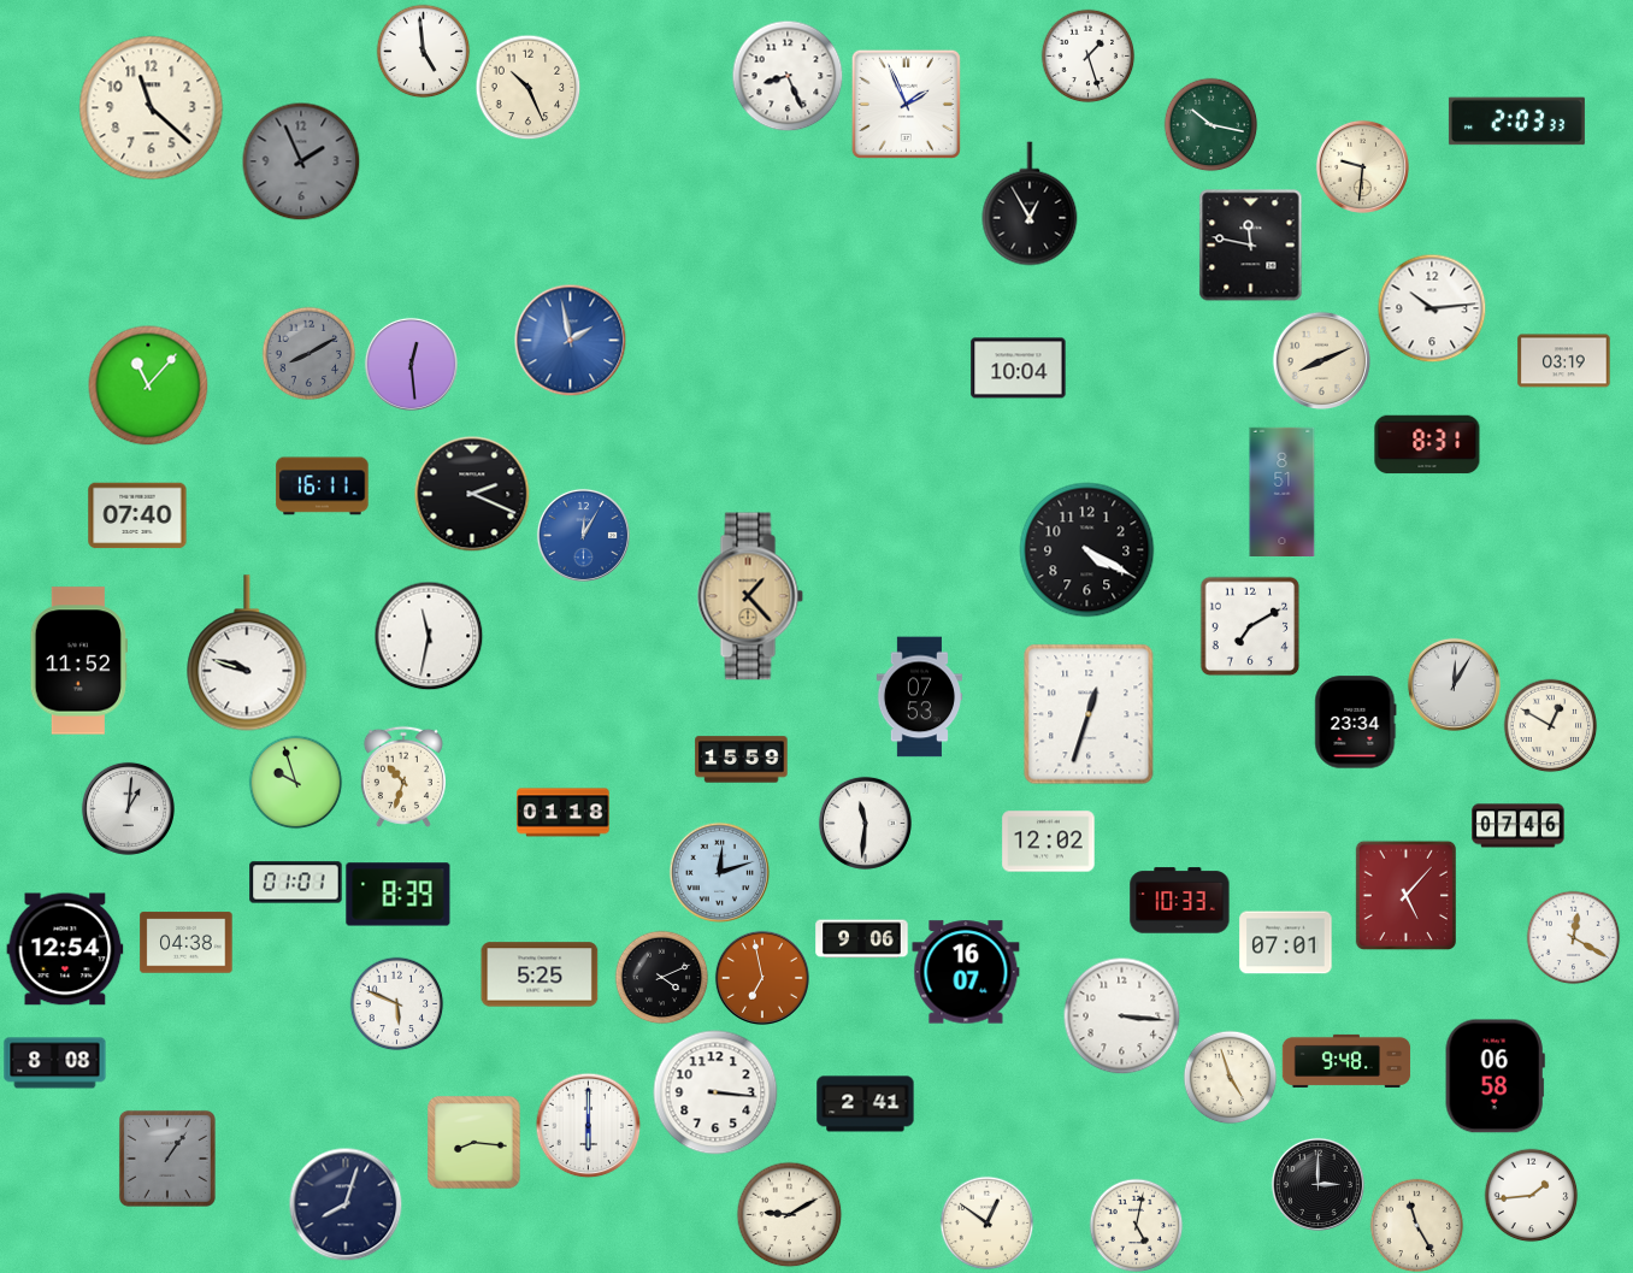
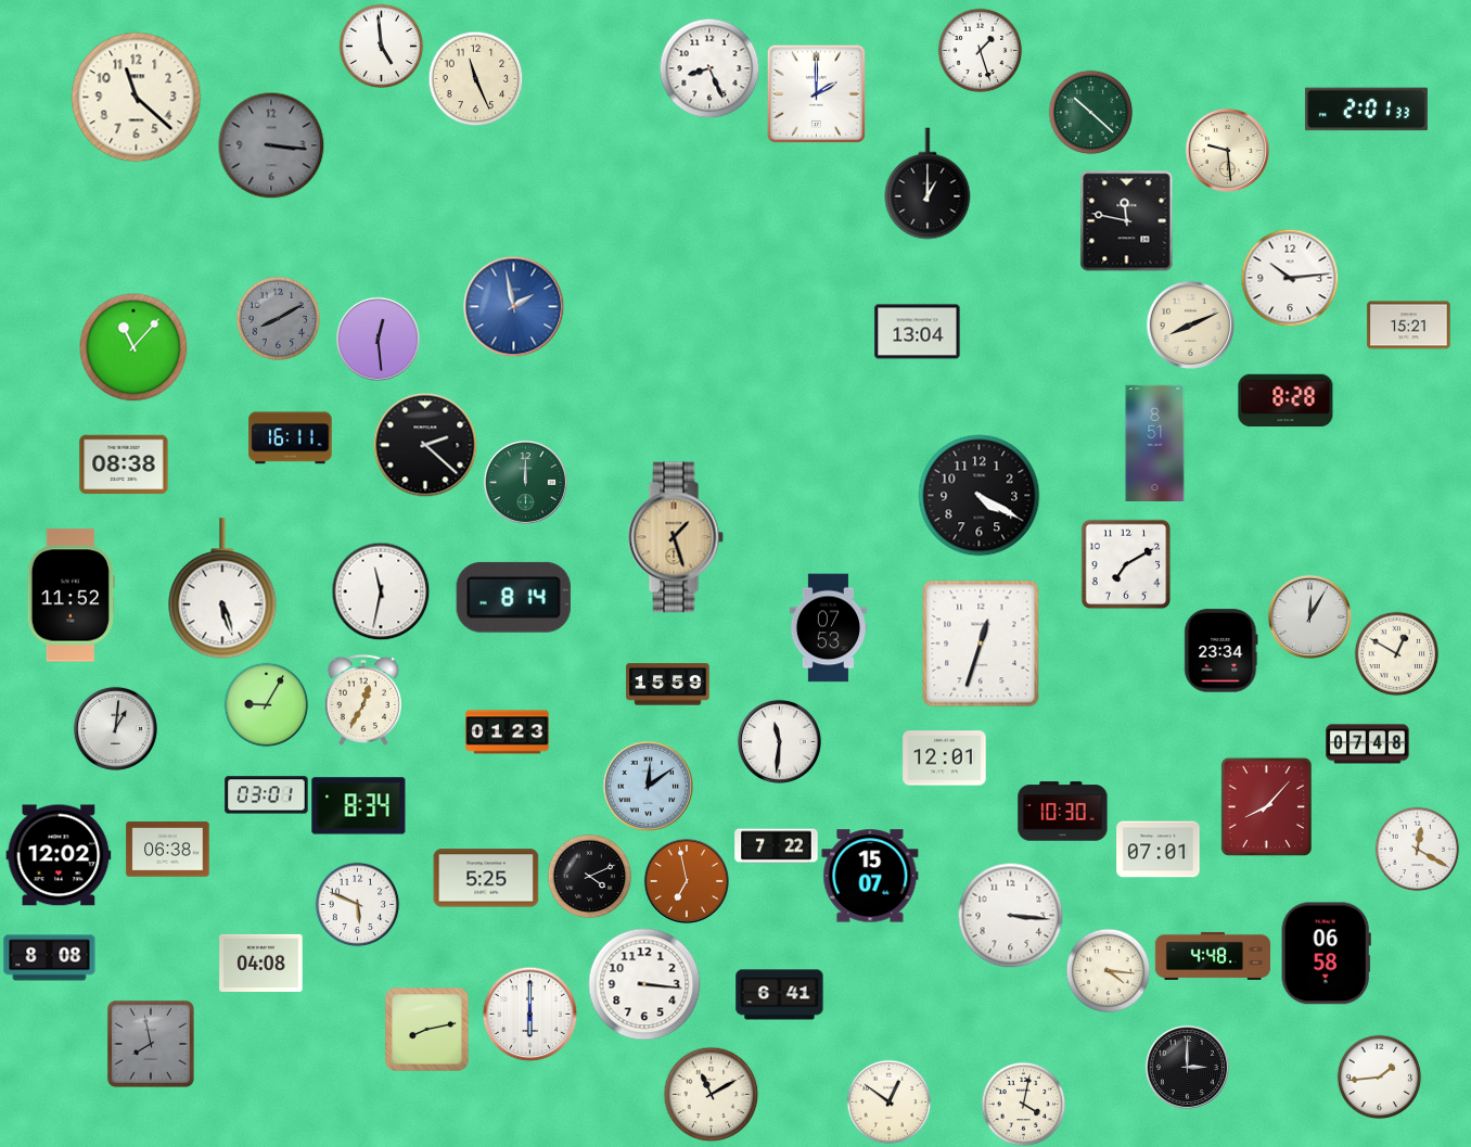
clock at (527, 87): 10:26 -> 11:26
clock at (906, 104): 1:56 -> 2:00
clock at (1516, 122): 2:03 -> 2:01
clock at (1210, 124): 10:17 -> 10:22
clock at (301, 161): 1:56 -> 3:16
clock at (1362, 166): 9:31 -> 9:29
clock at (1030, 204): 12:55 -> 1:00
clock at (1564, 361): 03:19 -> 15:21
clock at (411, 364) position: (411, 364) -> (378, 339)
clock at (1019, 369): 10:04 -> 13:04
clock at (1427, 444): 8:31 -> 8:28
clock at (472, 494): 2:19 -> 2:22
clock at (137, 515): 07:40 -> 08:38
clock at (583, 535): 12:05 -> 12:00
clock at (583, 535) dial: blue -> green
clock at (750, 596): 1:23 -> 1:27
clock at (429, 636) position: (429, 636) -> (381, 591)
clock at (247, 653): 9:48 -> 5:27
clock at (513, 597): none -> 8:14
clock at (403, 777): 10:33 -> 12:35
clock at (295, 782): 9:57 -> 9:05
clock at (564, 813): 01:18 -> 01:23
clock at (1519, 826): 07:46 -> 07:48
clock at (1049, 842): 12:02 -> 12:01
clock at (719, 872): 12:12 -> 12:09
clock at (296, 883): 01:01 -> 03:01
clock at (399, 895): 8:39 -> 8:34
clock at (1405, 895): 5:07 -> 8:07
clock at (1180, 901): 10:33 -> 10:30
clock at (1573, 937) position: (1573, 937) -> (1417, 849)
clock at (862, 939): 9:06 -> 7:22
clock at (187, 943): 04:38 -> 06:38
clock at (65, 949): 12:54 -> 12:02
clock at (966, 972): 16:07 -> 15:07
clock at (661, 977) position: (661, 977) -> (589, 876)
clock at (1346, 1061): 9:48 -> 4:48
clock at (261, 963): none -> 04:08
clock at (1230, 1077): 4:57 -> 4:16
clock at (1495, 1077) position: (1495, 1077) -> (1326, 954)
clock at (866, 1104): 2:41 -> 6:41
clock at (474, 1143): 8:16 -> 8:13
clock at (167, 1159): 1:06 -> 7:58
clock at (346, 1204): 8:03 -> none
clock at (789, 1214): 9:10 -> 11:10
clock at (1136, 1225): 5:02 -> 4:02
clock at (1416, 1225): 11:25 -> none
